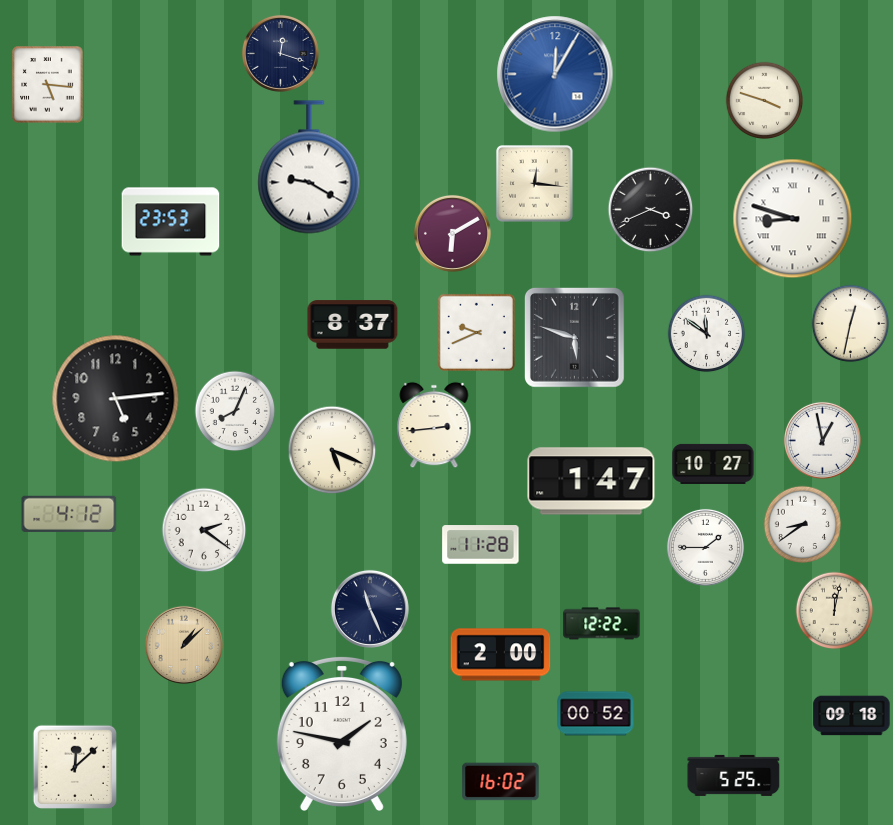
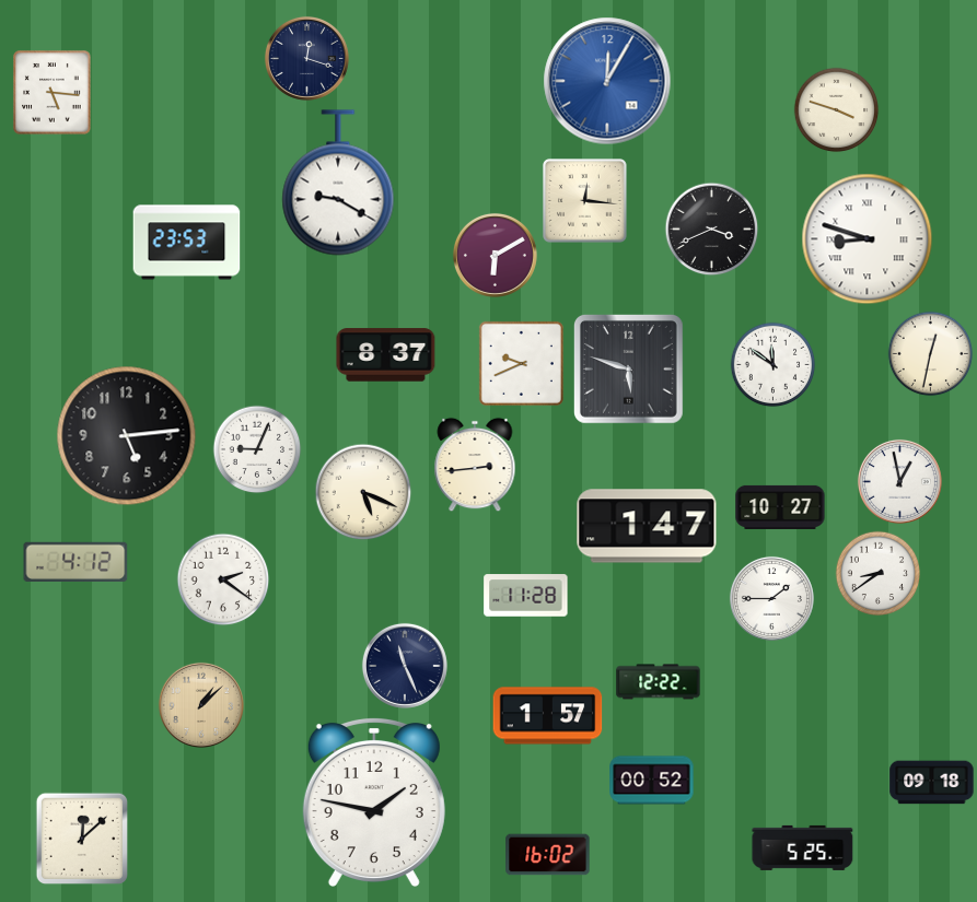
clock at (235, 411): 8:04 -> 9:04
clock at (834, 610): 12:02 -> none
clock at (501, 655): 2:00 -> 1:57
